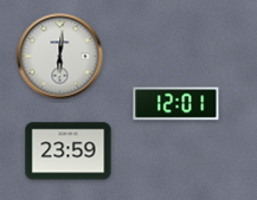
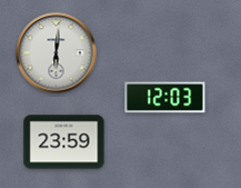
clock at (176, 104): 12:01 -> 12:03
